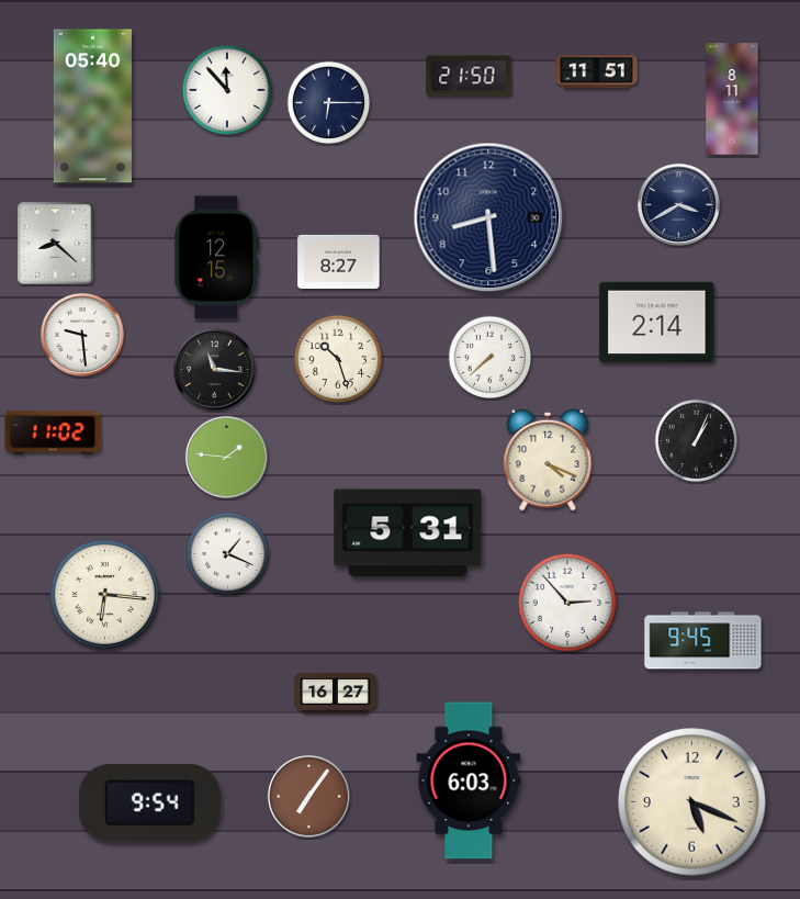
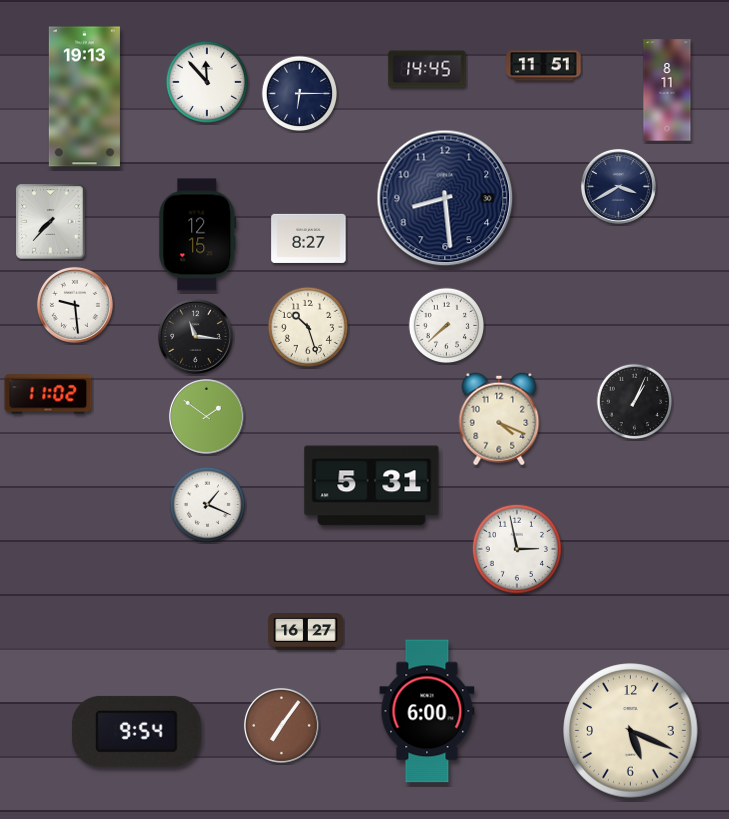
clock at (469, 76): 21:50 -> 14:45
clock at (92, 106): 05:40 -> 19:13
clock at (56, 244): 8:22 -> 7:37
clock at (657, 323): 2:14 -> none
clock at (226, 457): 1:46 -> 1:51
clock at (104, 594): 6:16 -> none
clock at (567, 603): 2:53 -> 2:58
clock at (703, 641): 9:45 -> none
clock at (469, 780): 6:03 -> 6:00
